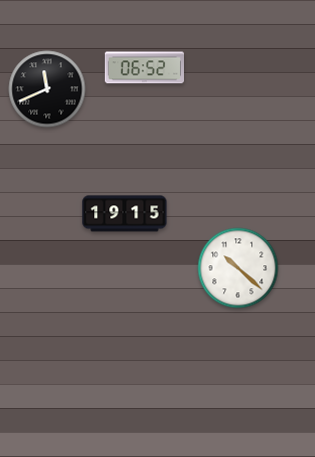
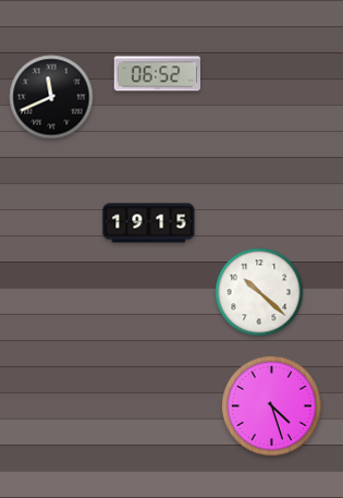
clock at (125, 214) position: (125, 214) -> (149, 223)
clock at (271, 405): none -> 4:27
